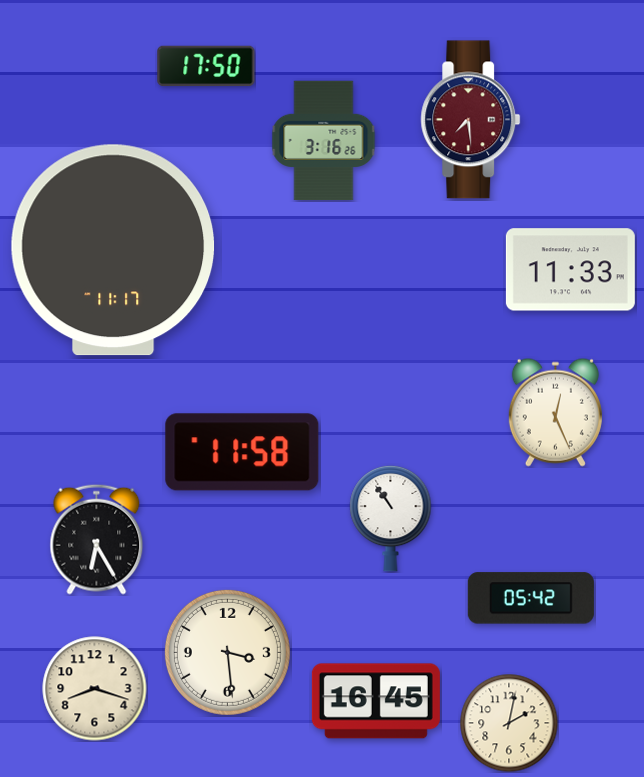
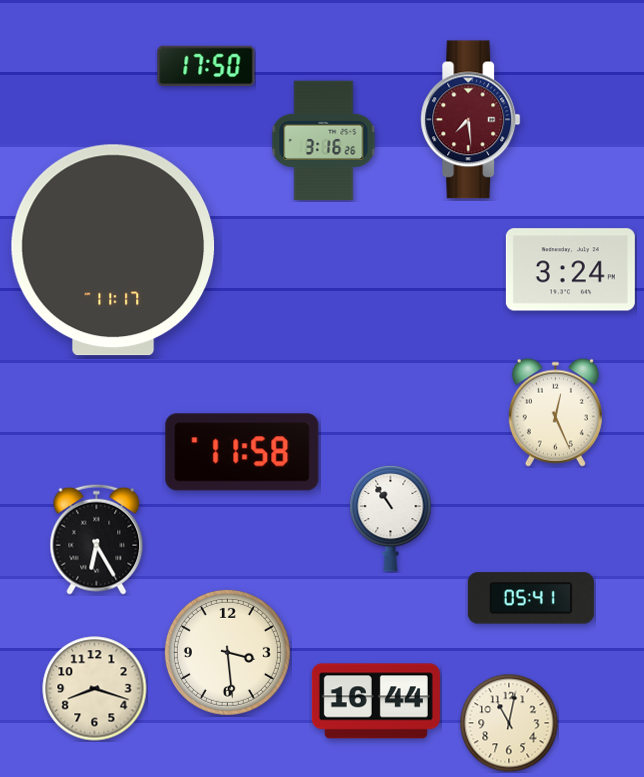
clock at (570, 270): 11:33 -> 3:24
clock at (531, 598): 05:42 -> 05:41
clock at (376, 701): 16:45 -> 16:44
clock at (509, 723): 2:02 -> 11:02
